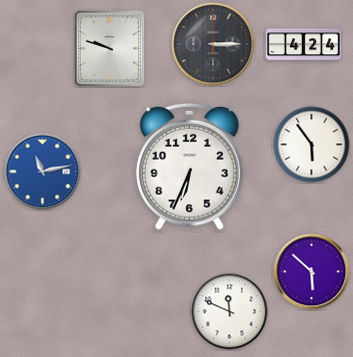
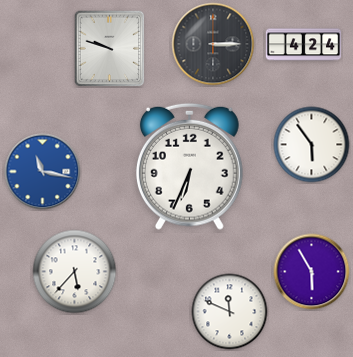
clock at (43, 172): 11:13 -> 11:17
clock at (75, 272): none -> 5:37
clock at (312, 272): 5:52 -> 5:55
